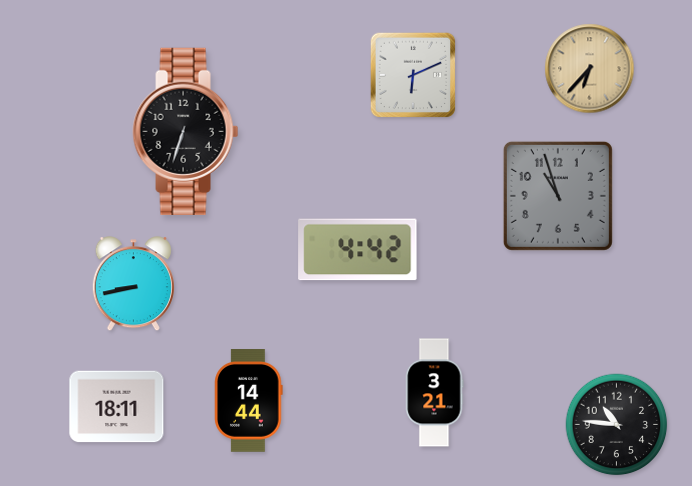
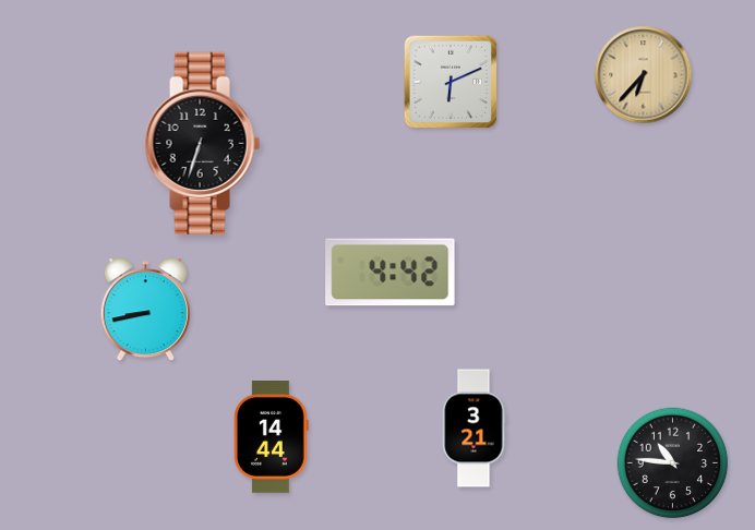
clock at (558, 196): 10:57 -> none
clock at (117, 407): 18:11 -> none
